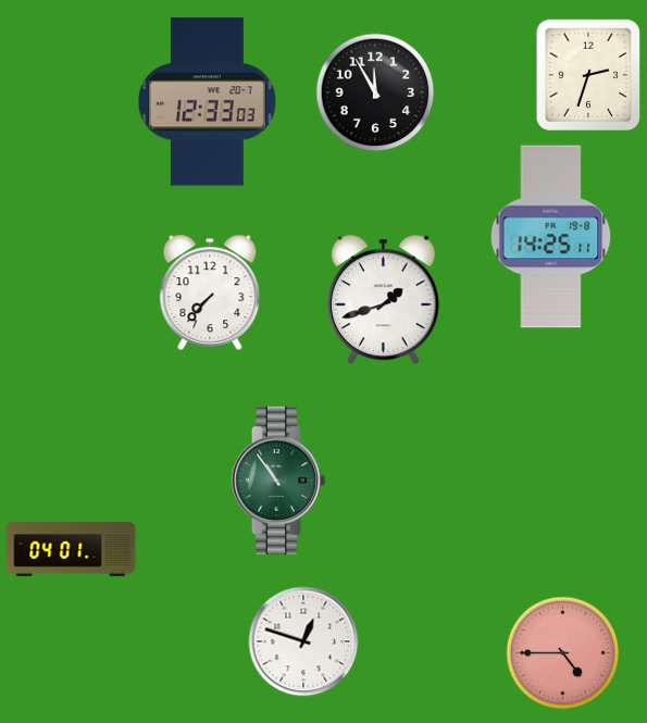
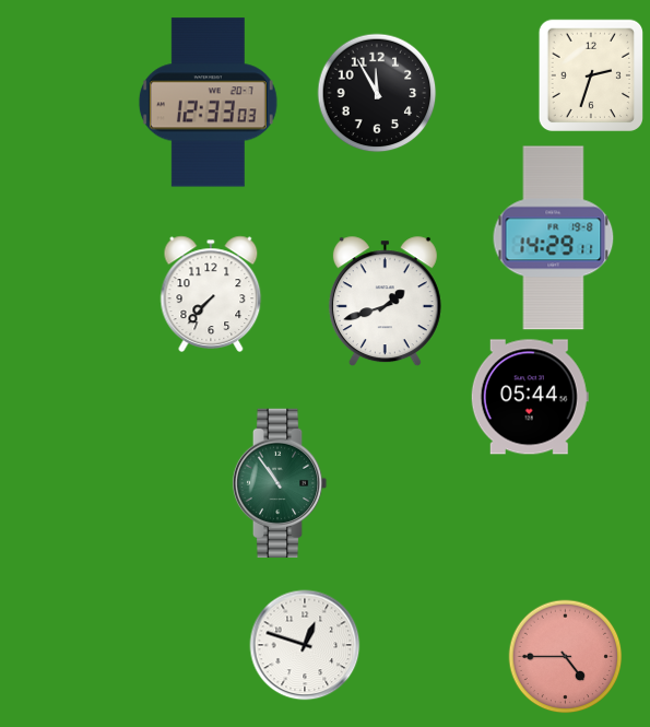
clock at (551, 237): 14:25 -> 14:29
clock at (530, 397): none -> 05:44
clock at (71, 549): 04:01 -> none
